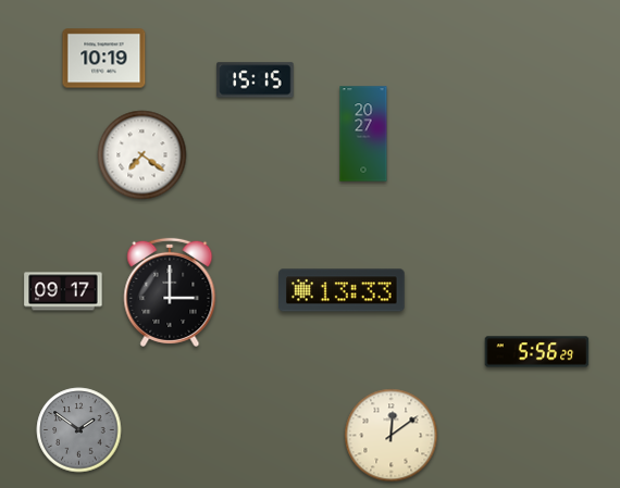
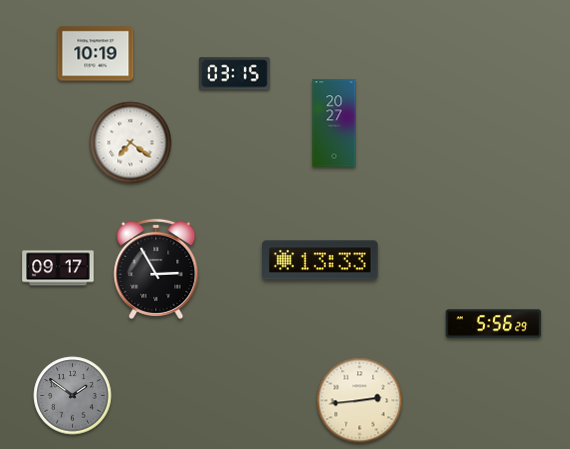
clock at (256, 80): 15:15 -> 03:15
clock at (343, 290) position: (343, 290) -> (321, 260)
clock at (170, 292): 3:00 -> 2:55
clock at (392, 436): 12:09 -> 2:44
